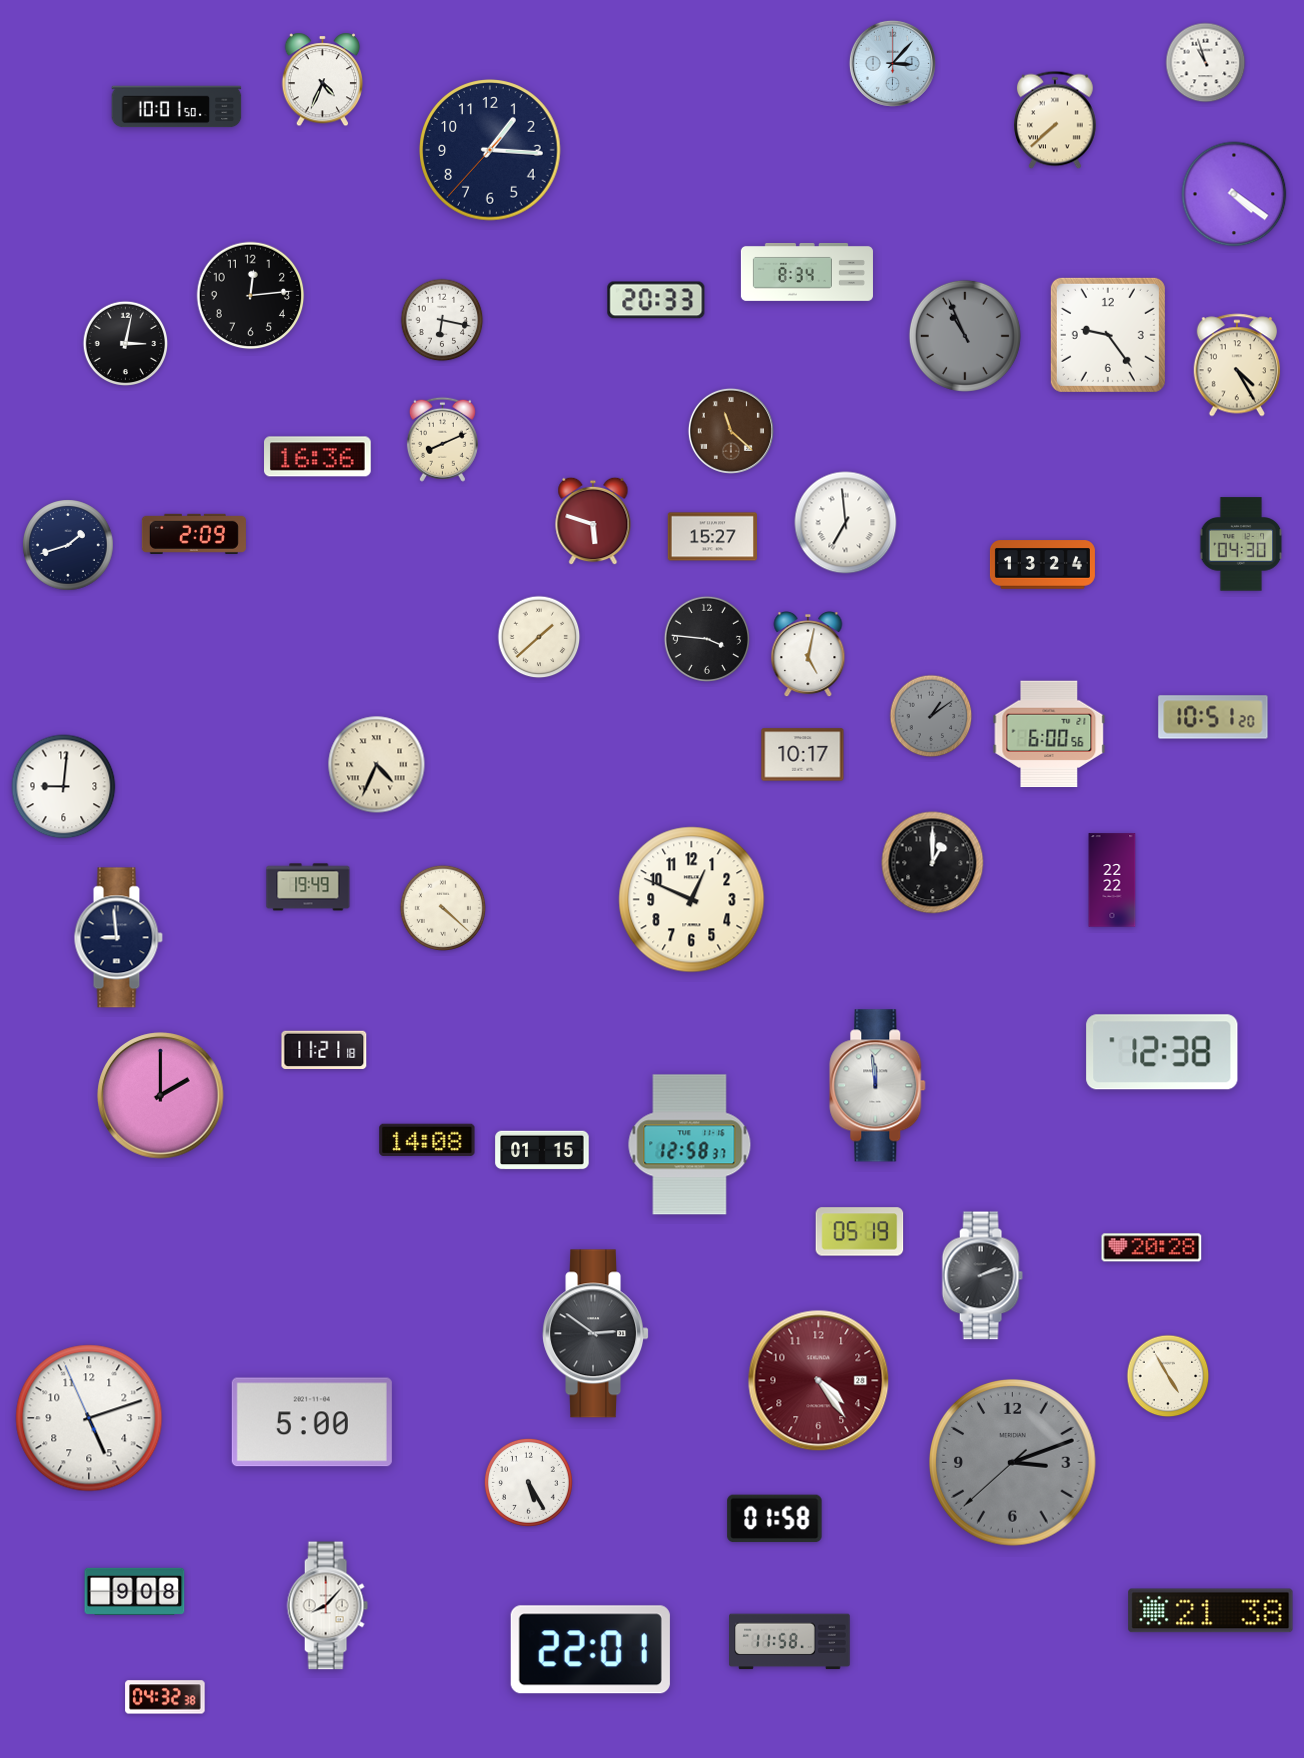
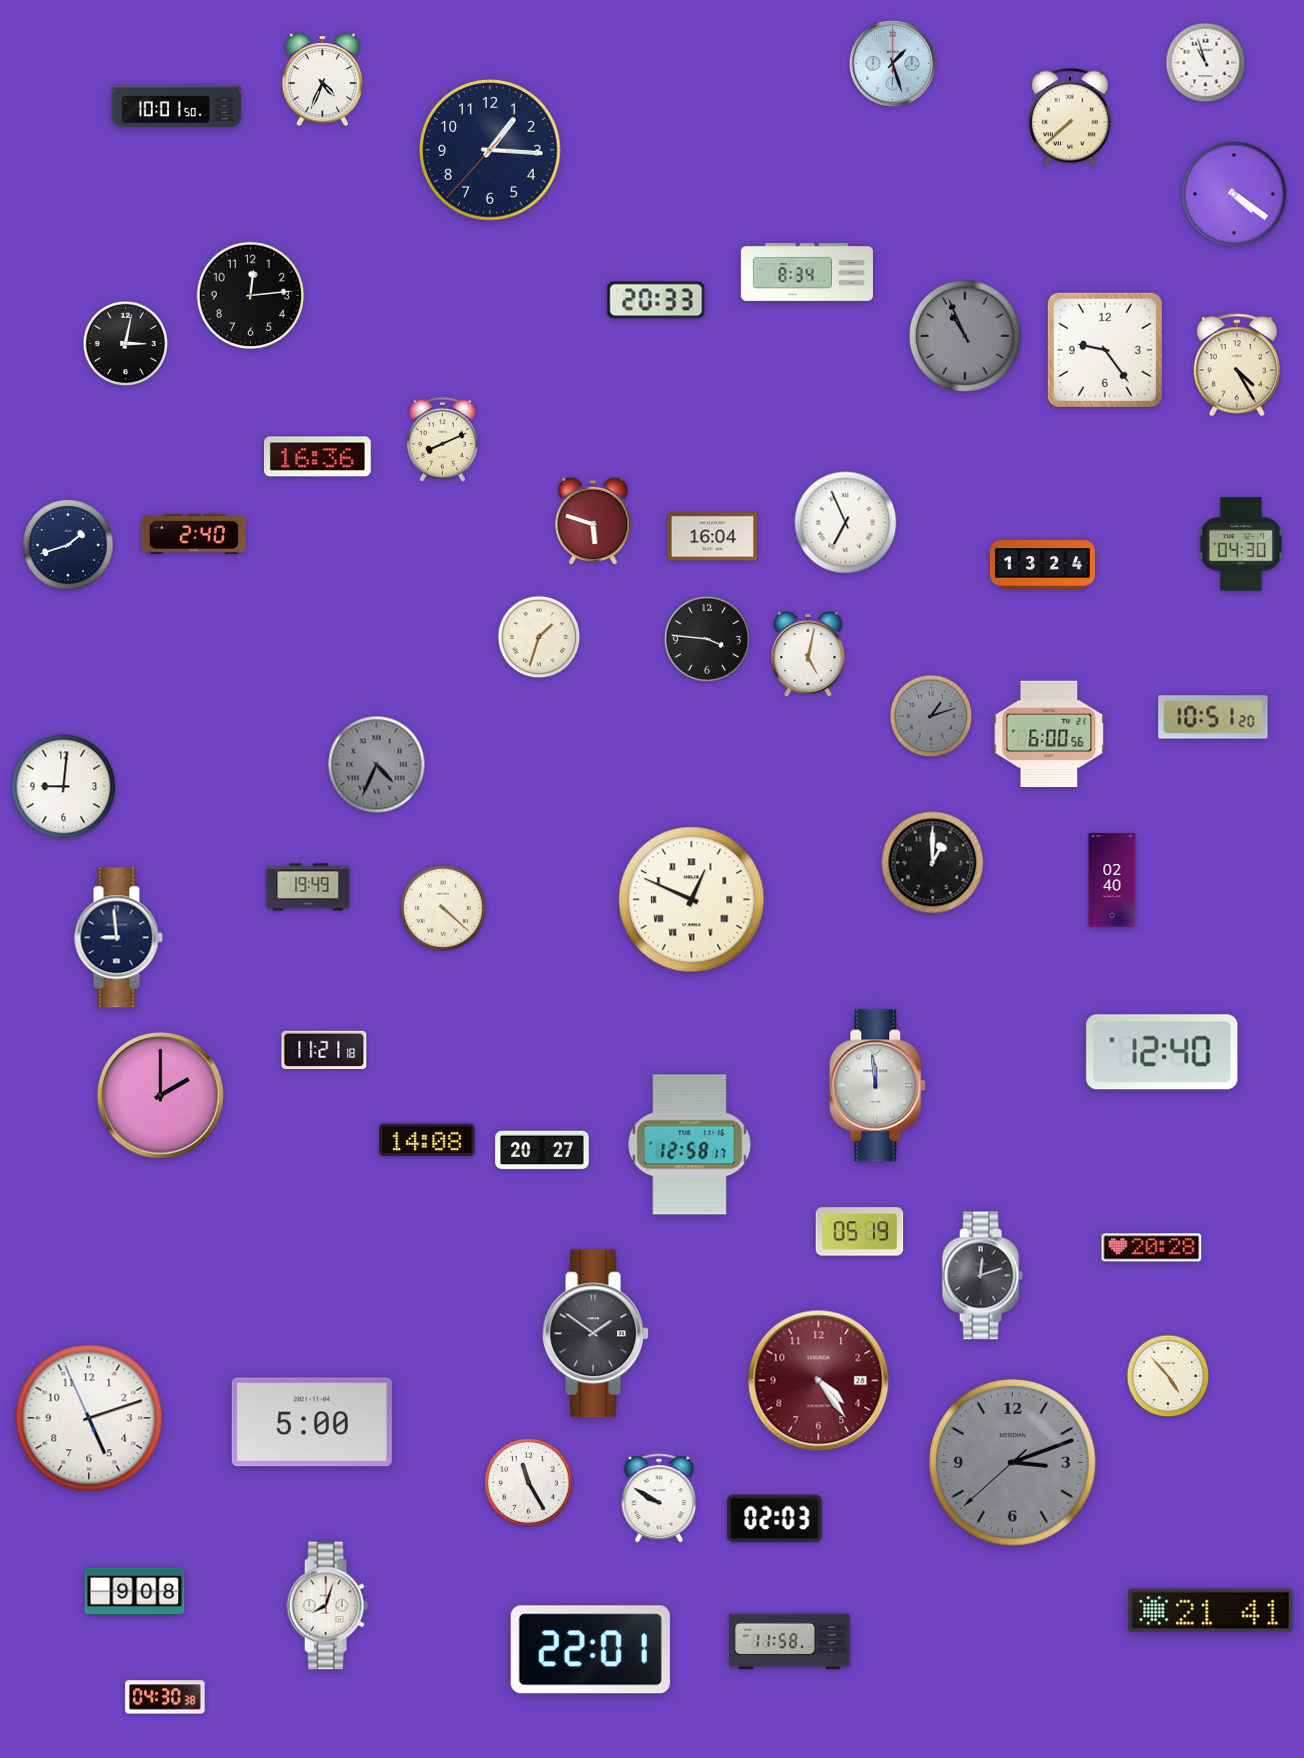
clock at (892, 63): 3:07 -> 1:27
clock at (1056, 120) position: (1056, 120) -> (1071, 117)
clock at (442, 320): 6:17 -> none
clock at (1108, 335) position: (1108, 335) -> (1105, 350)
clock at (731, 431): 11:22 -> none
clock at (846, 523): 6:59 -> 6:56
clock at (194, 534): 2:09 -> 2:40
clock at (712, 537): 15:27 -> 16:04
clock at (539, 637): 1:38 -> 1:33
clock at (931, 716): 1:09 -> 1:12
clock at (803, 755): 10:17 -> none
clock at (377, 765) dial: cream -> grey
clock at (1112, 880): 22:22 -> 02:40
clock at (692, 900) numerals: Arabic -> Roman
clock at (1162, 1052): 12:38 -> 12:40
clock at (690, 1145): 12:58:37 -> 12:58:17
clock at (542, 1150): 01:15 -> 20:27
clock at (982, 1276): 2:12 -> 12:12
clock at (596, 1334): 2:51 -> 1:51
clock at (1168, 1376): 4:55 -> 4:53
clock at (528, 1482): 5:25 -> 11:25
clock at (659, 1498): none -> 9:50
clock at (775, 1519): 01:58 -> 02:03
clock at (327, 1606): 8:07 -> 8:03
clock at (1211, 1611): 21:38 -> 21:41
clock at (165, 1697): 04:32 -> 04:30
